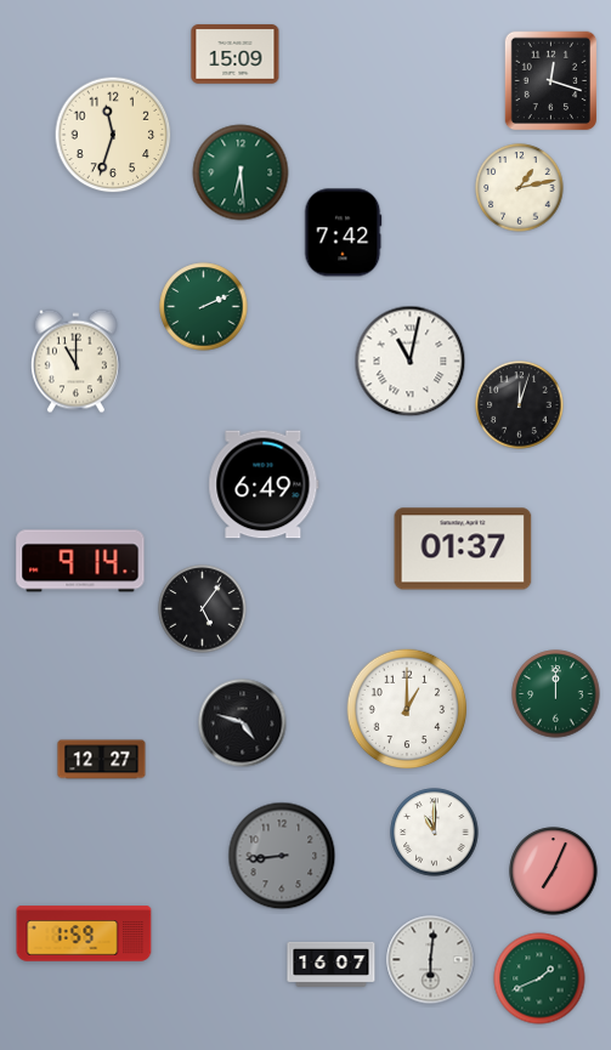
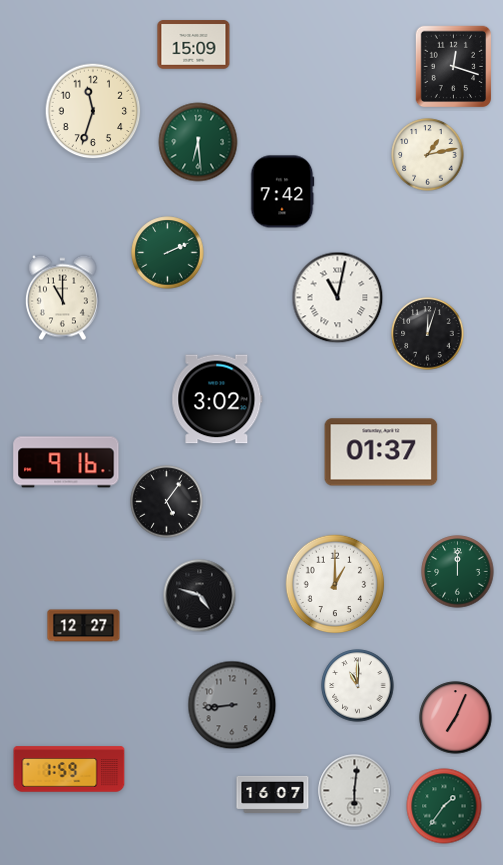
clock at (264, 484): 6:49 -> 3:02
clock at (80, 561): 9:14 -> 9:16
clock at (539, 978): 1:41 -> 1:36
